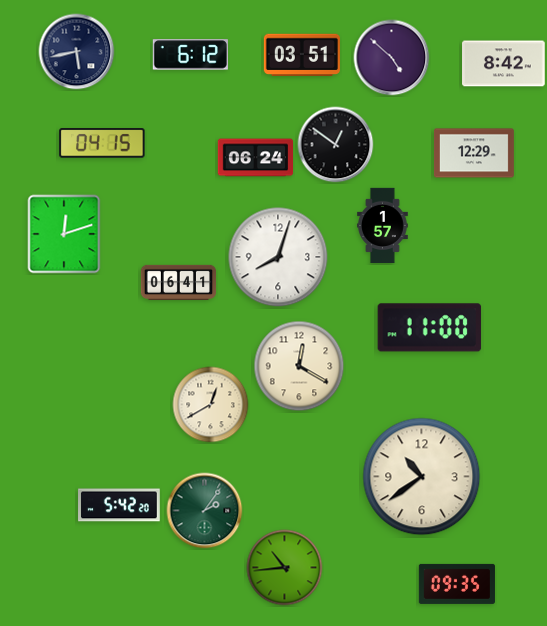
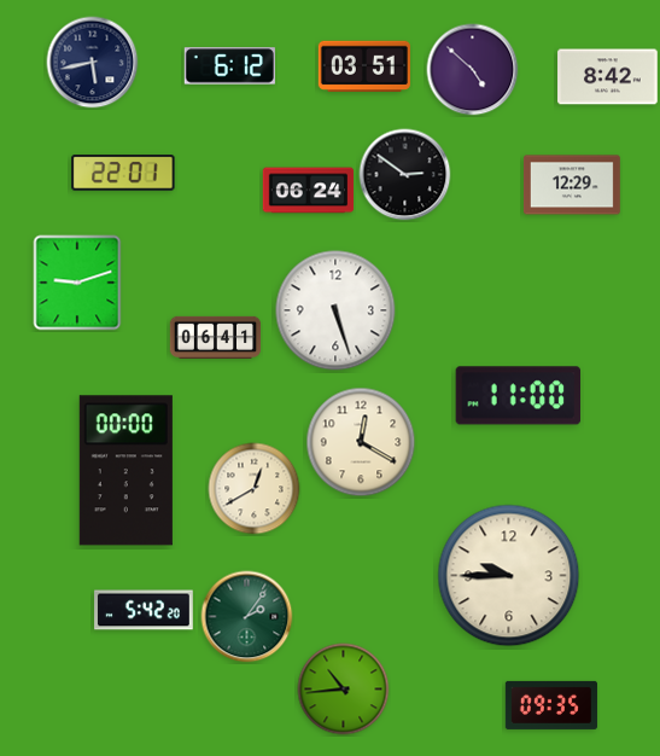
clock at (102, 144): 04:15 -> 22:01
clock at (336, 145): 12:51 -> 2:51
clock at (383, 226): 1:57 -> none
clock at (64, 234): 12:12 -> 9:12
clock at (278, 257): 8:03 -> 5:27
clock at (179, 282) position: (179, 282) -> (216, 337)
clock at (125, 471): none -> 00:00
clock at (422, 477): 10:39 -> 9:45
clock at (285, 568) position: (285, 568) -> (344, 690)
